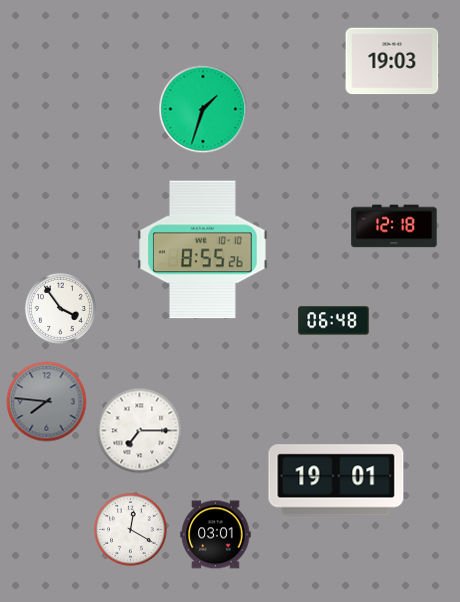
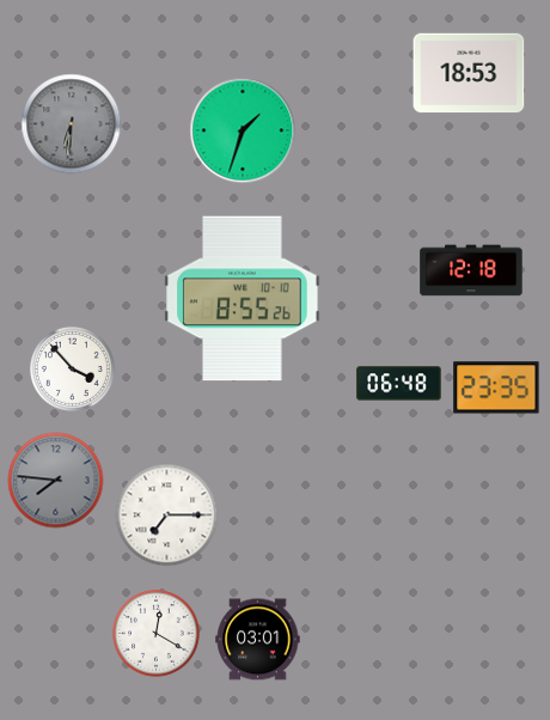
clock at (392, 61): 19:03 -> 18:53
clock at (72, 124): none -> 6:31
clock at (60, 308): 3:54 -> 3:53
clock at (496, 388): none -> 23:35
clock at (336, 480): 19:01 -> none
